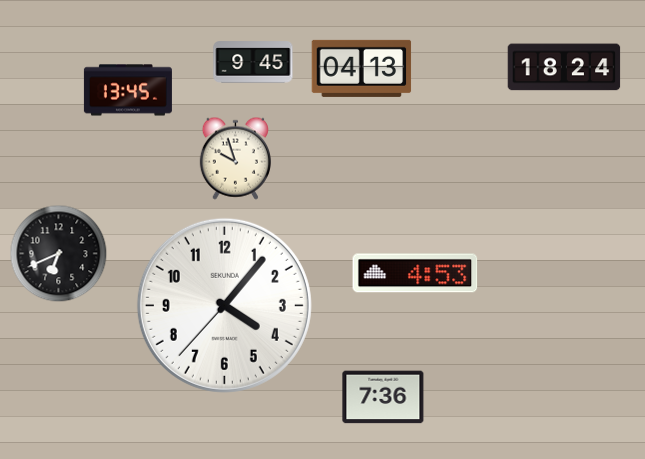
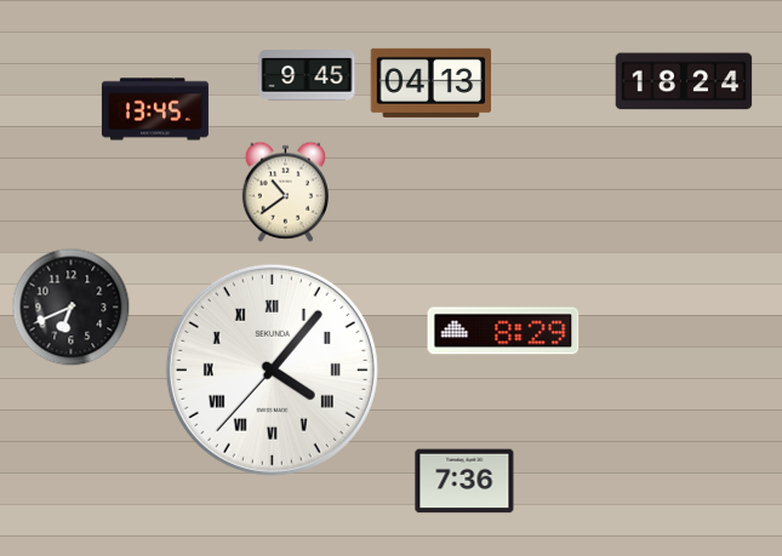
clock at (362, 68) position: (362, 68) -> (432, 82)
clock at (235, 158): 9:57 -> 10:39
clock at (415, 273): 4:53 -> 8:29
clock at (224, 305) numerals: Arabic -> Roman
